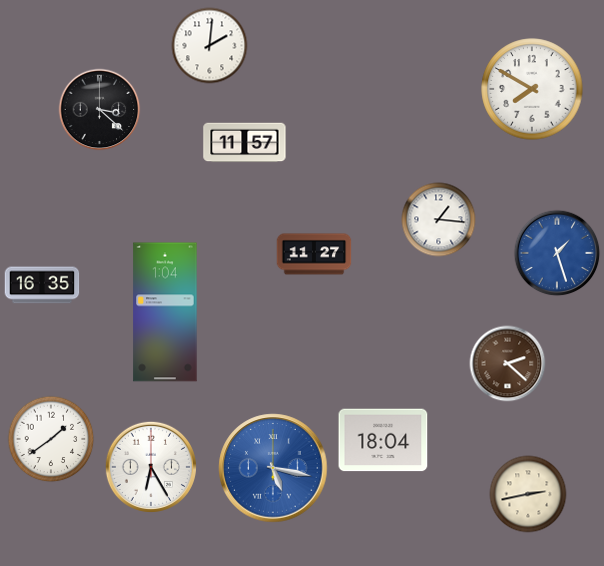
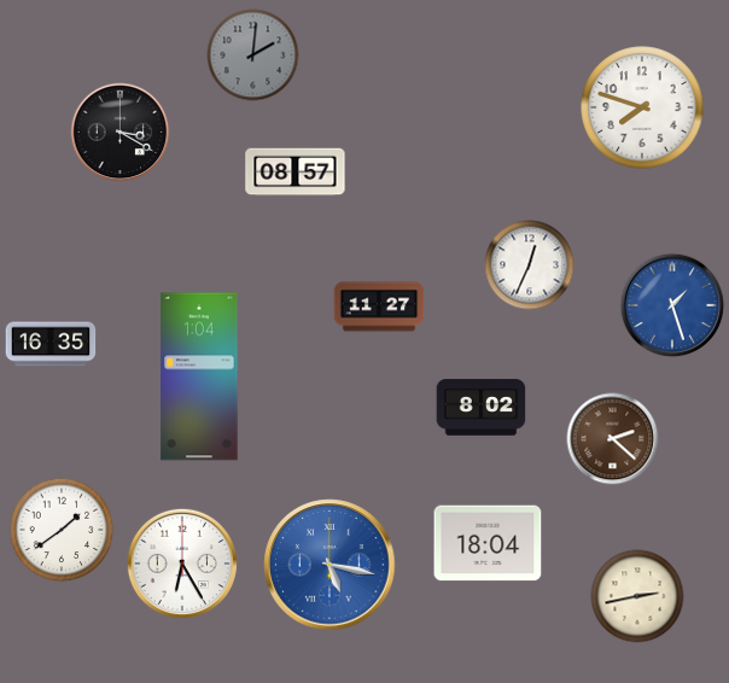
clock at (210, 46) dial: white -> grey
clock at (532, 89): 7:50 -> 7:48
clock at (100, 110): 3:22 -> 3:20
clock at (245, 143): 11:57 -> 08:57
clock at (439, 220): 1:16 -> 12:34
clock at (482, 408): none -> 8:02
clock at (383, 440) position: (383, 440) -> (488, 543)
